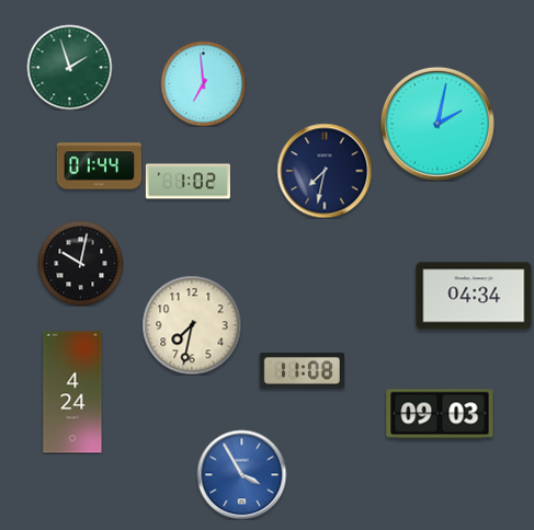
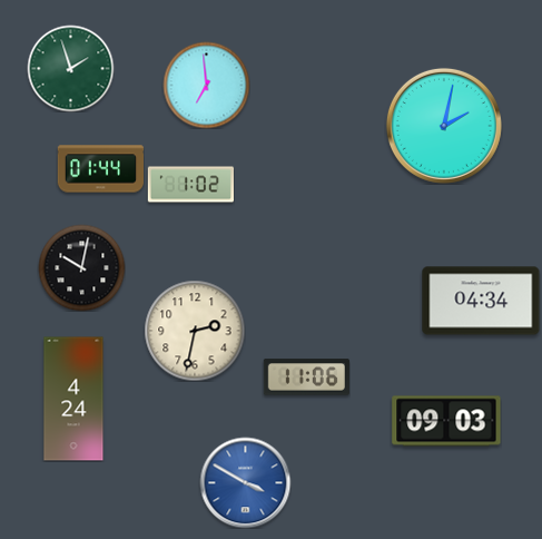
clock at (325, 171): 7:32 -> none
clock at (192, 325): 7:32 -> 2:32
clock at (302, 371): 11:08 -> 11:06
clock at (241, 474): 3:55 -> 3:50
